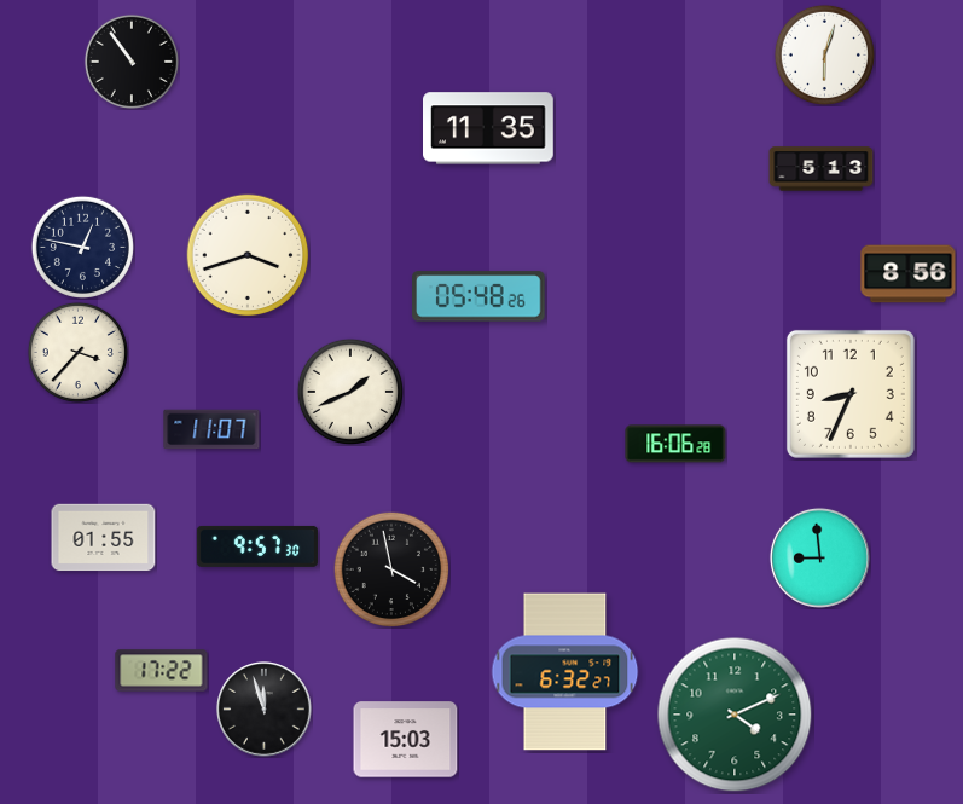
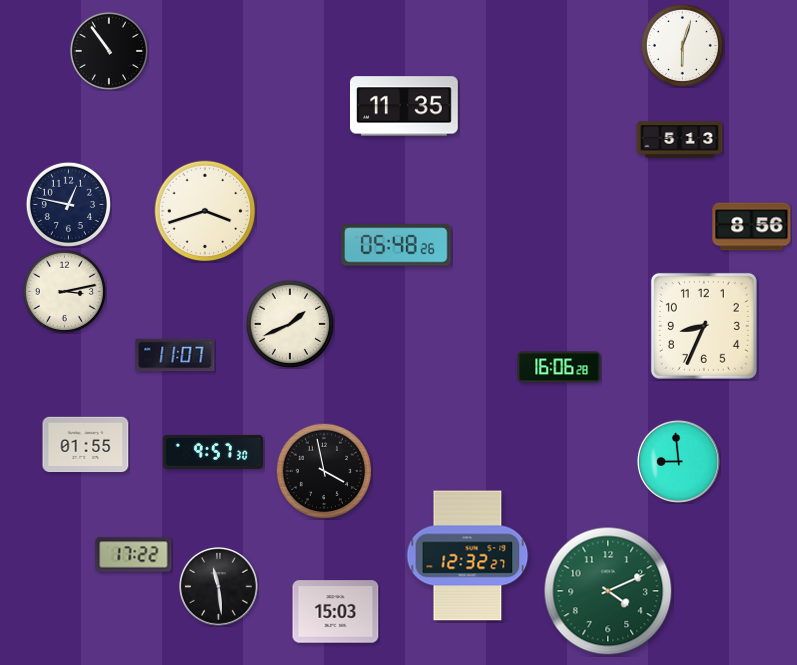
clock at (77, 352): 3:37 -> 3:13
clock at (565, 672): 6:32 -> 12:32
clock at (265, 710): 11:57 -> 11:29
